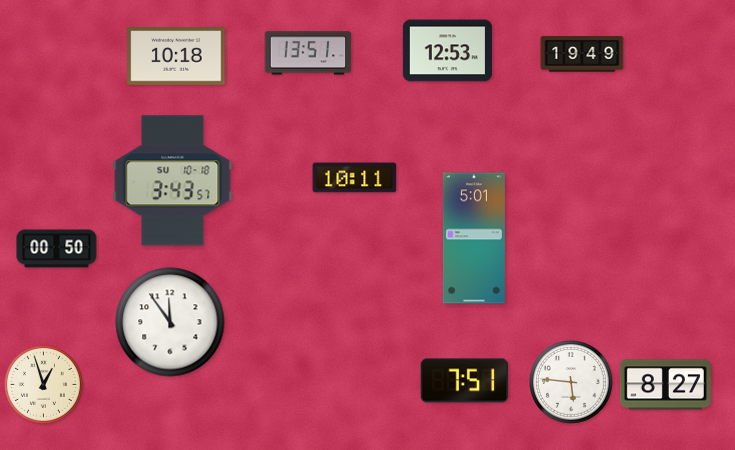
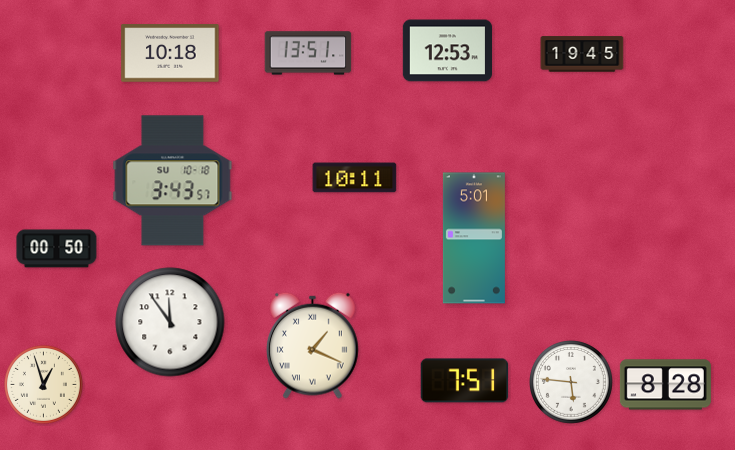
clock at (582, 54): 19:49 -> 19:45
clock at (176, 56) position: (176, 56) -> (170, 53)
clock at (312, 345): none -> 1:19
clock at (665, 385): 8:27 -> 8:28
